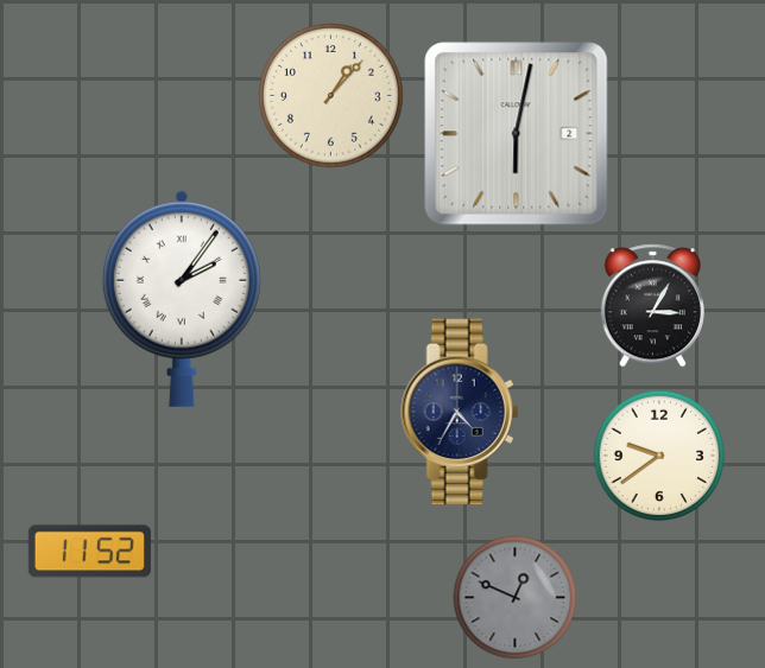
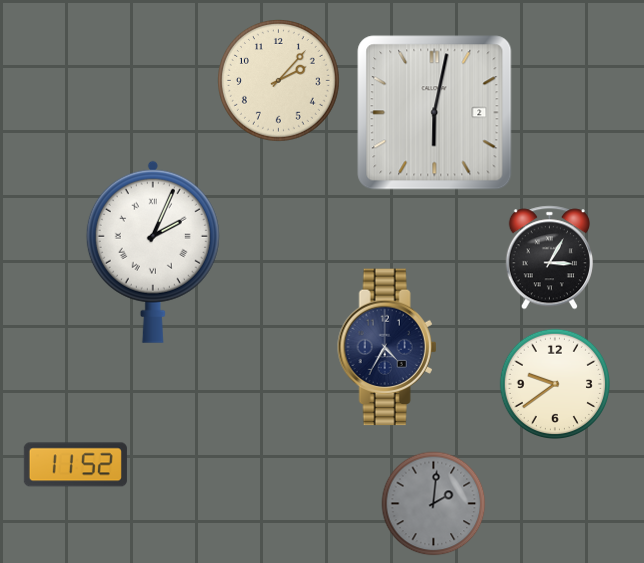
clock at (331, 96): 1:07 -> 2:07
clock at (182, 299): 2:06 -> 2:04
clock at (516, 598): 12:49 -> 2:01
